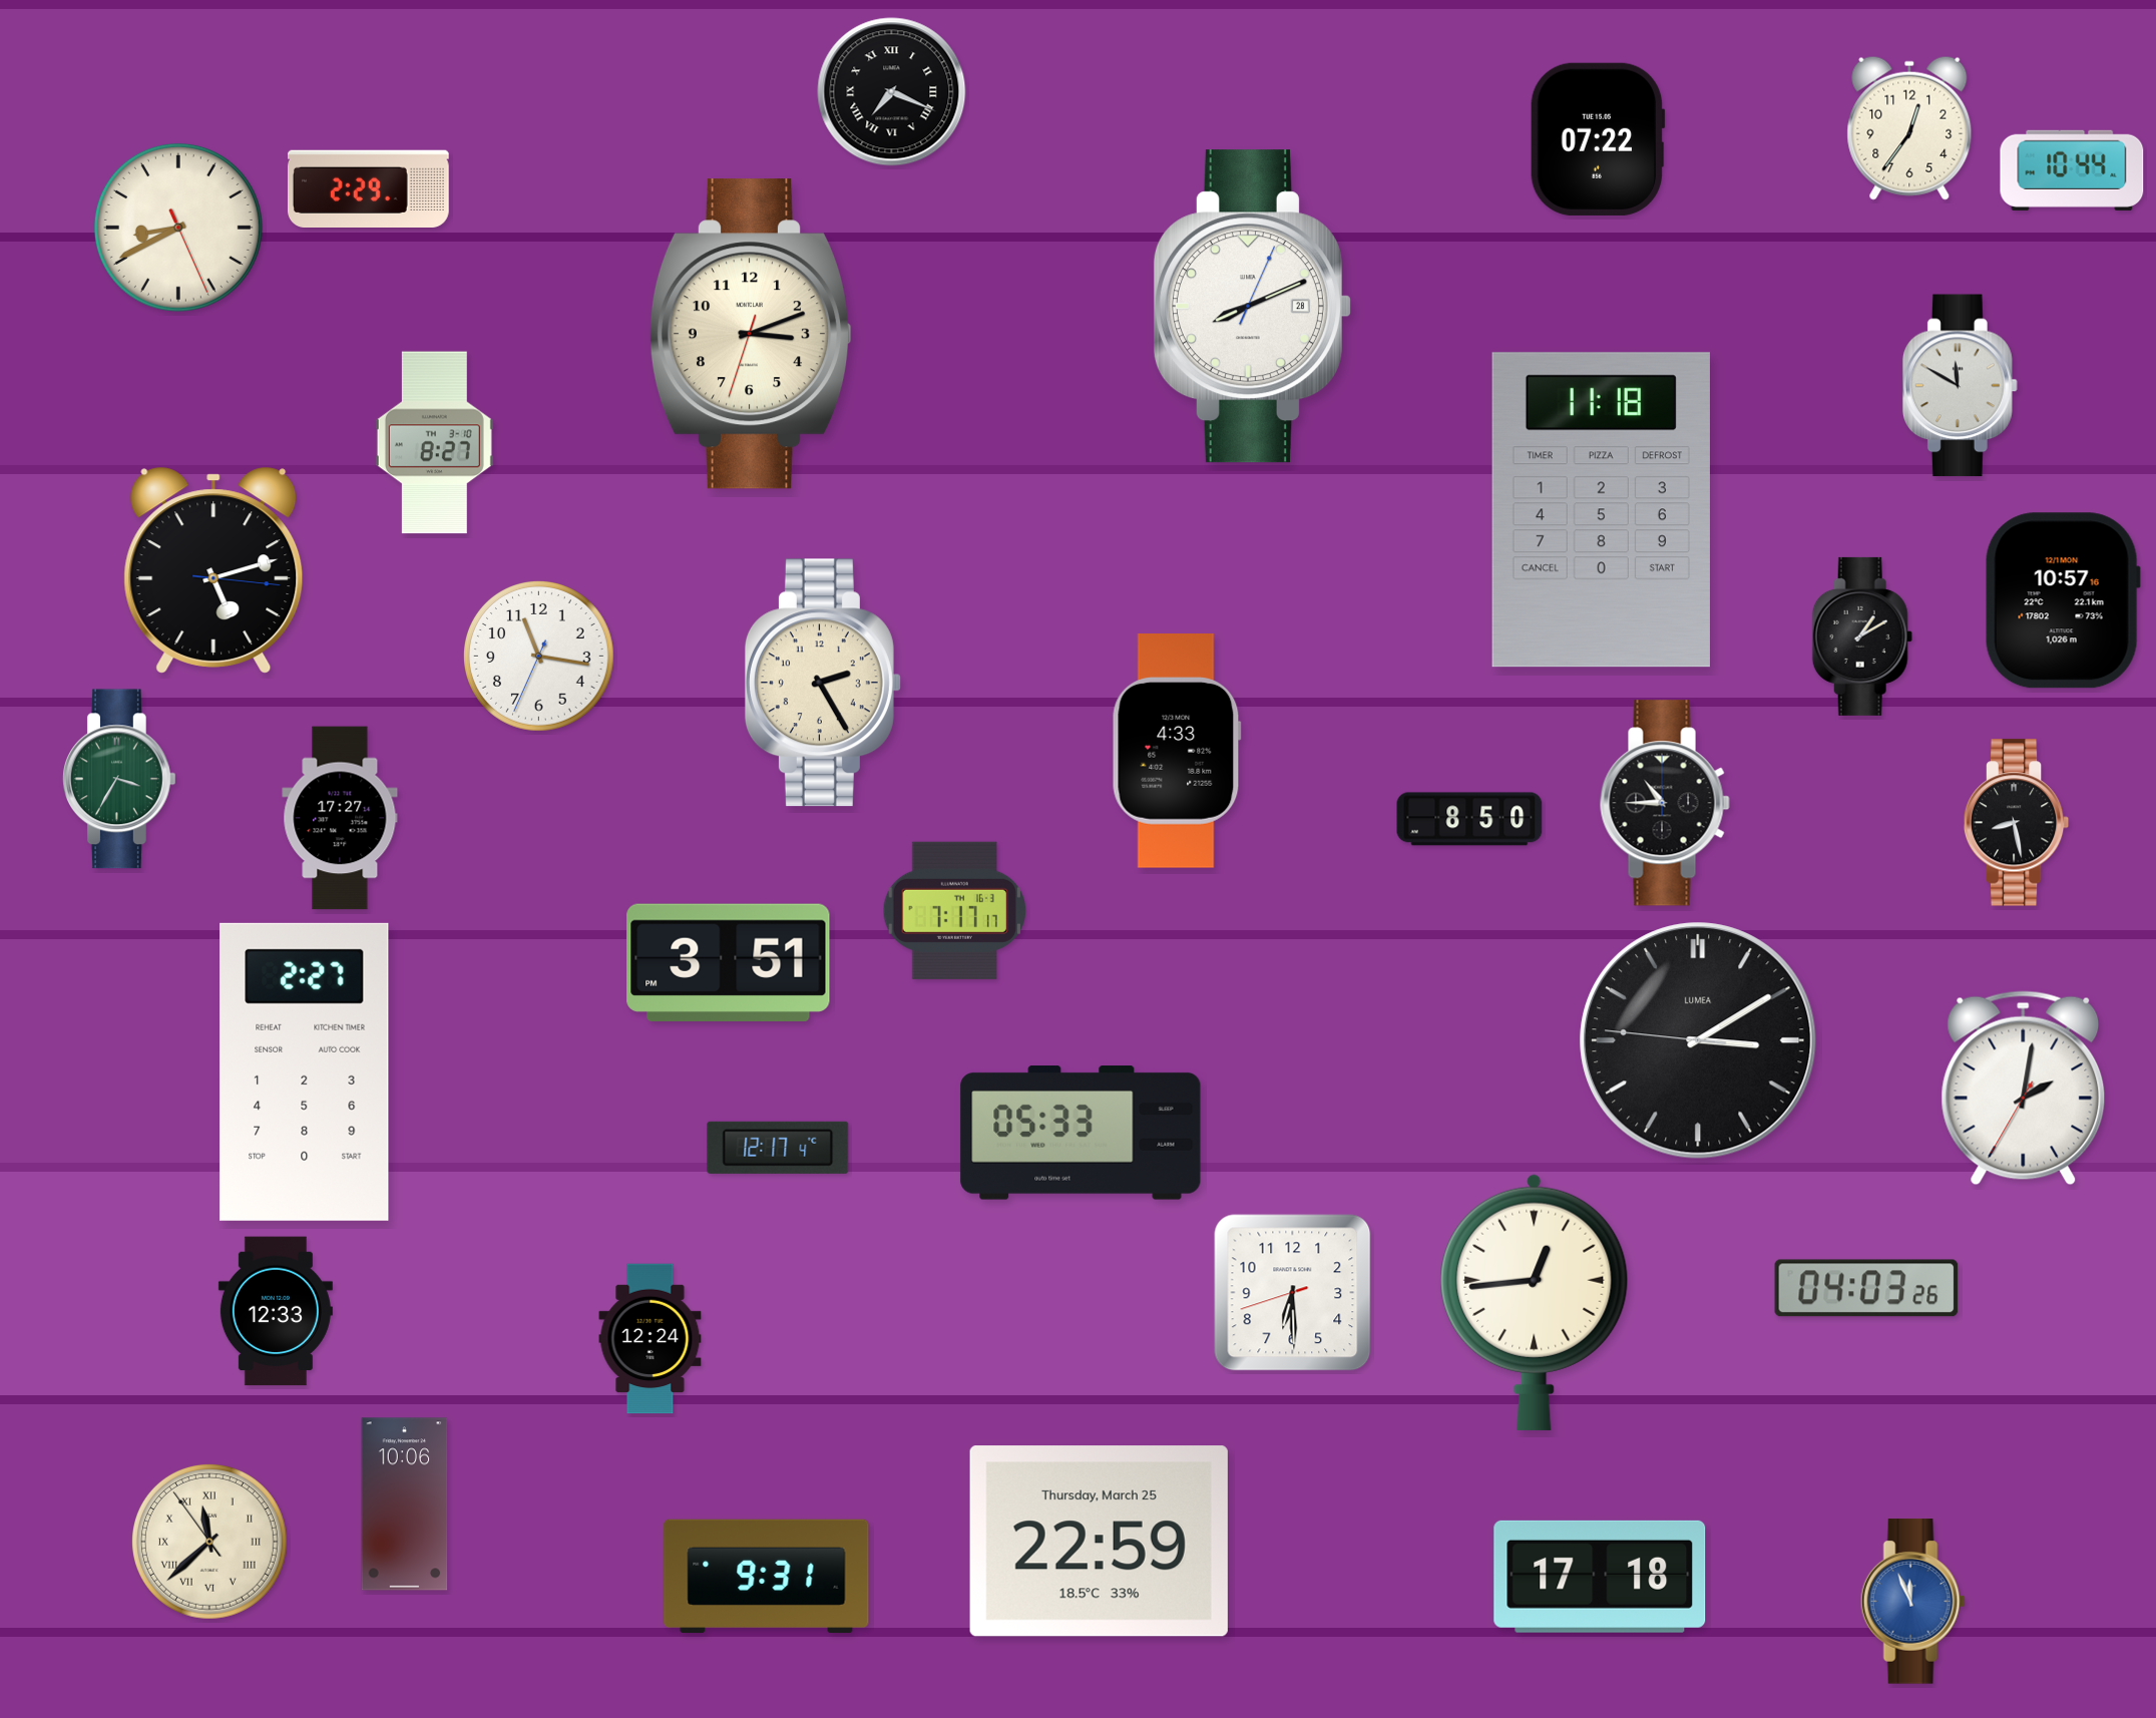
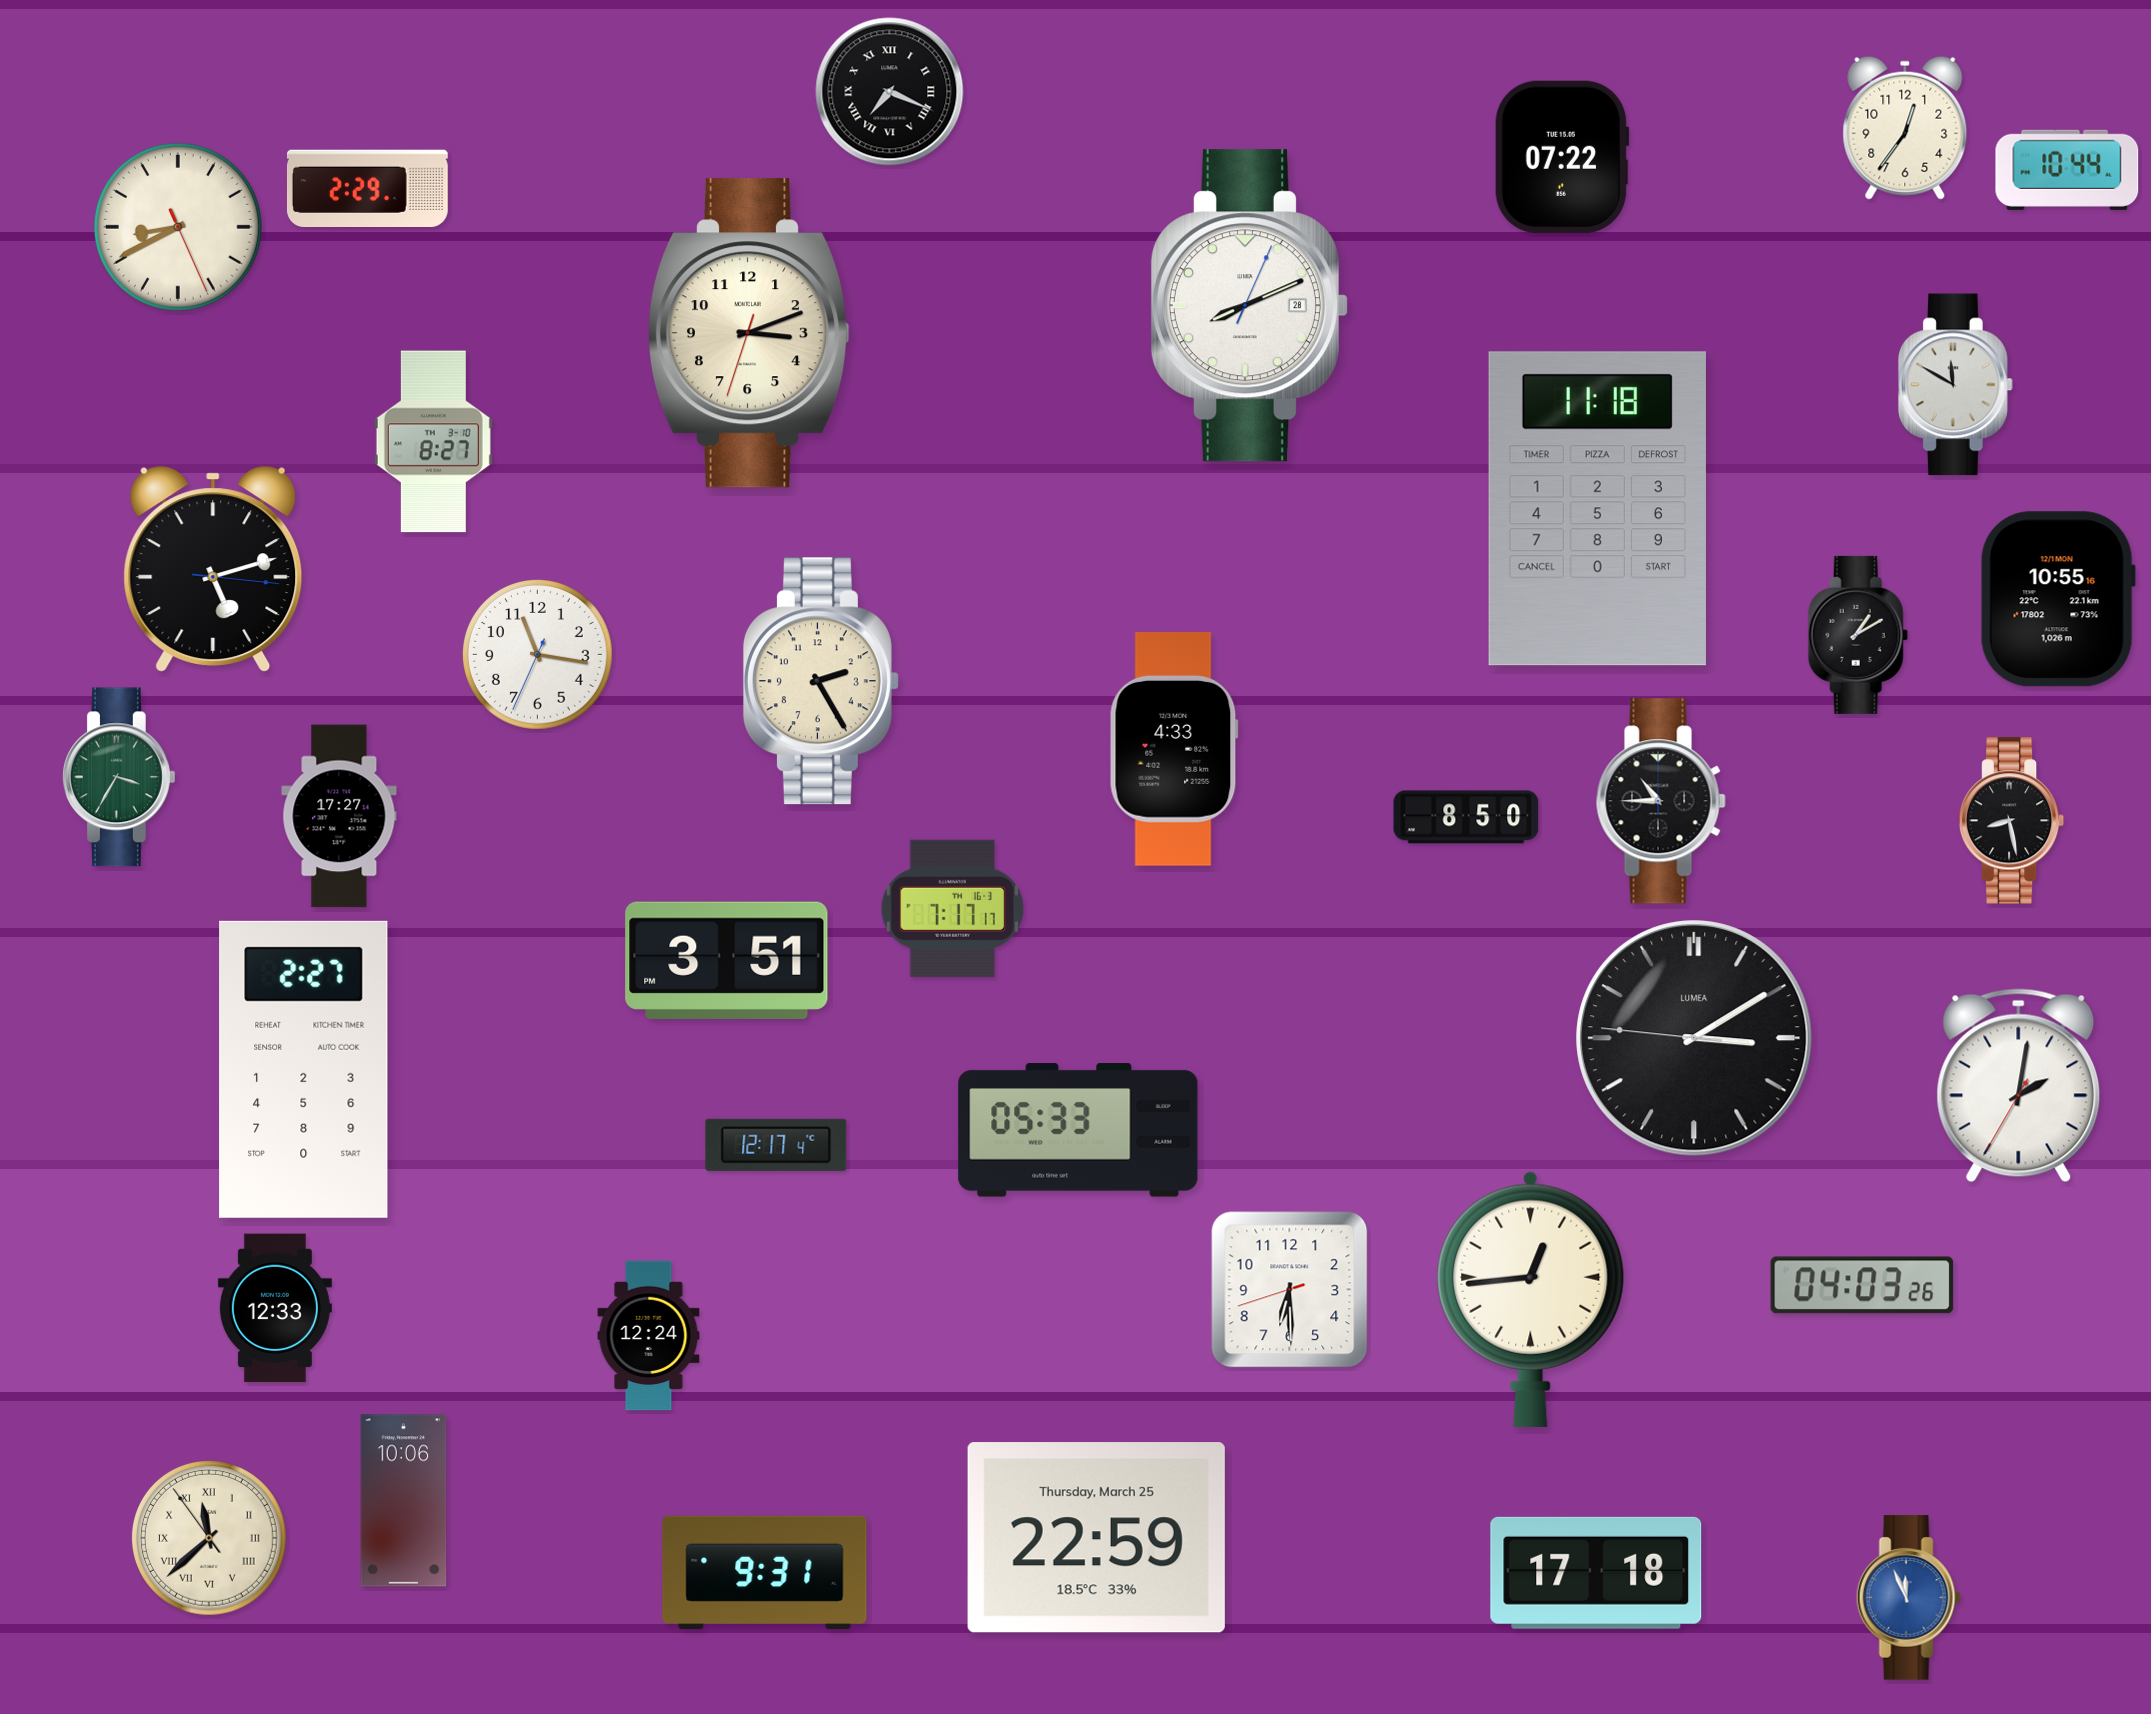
clock at (1598, 139) position: (1598, 139) -> (1562, 157)
clock at (2063, 600): 10:57 -> 10:55
